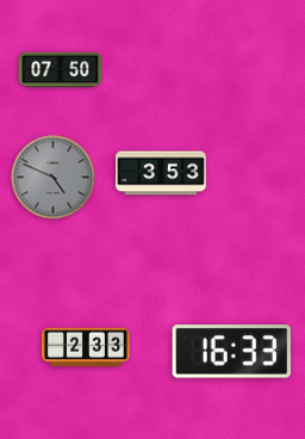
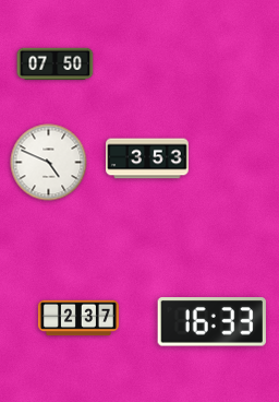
clock at (54, 178) dial: grey -> white
clock at (86, 347): 2:33 -> 2:37
